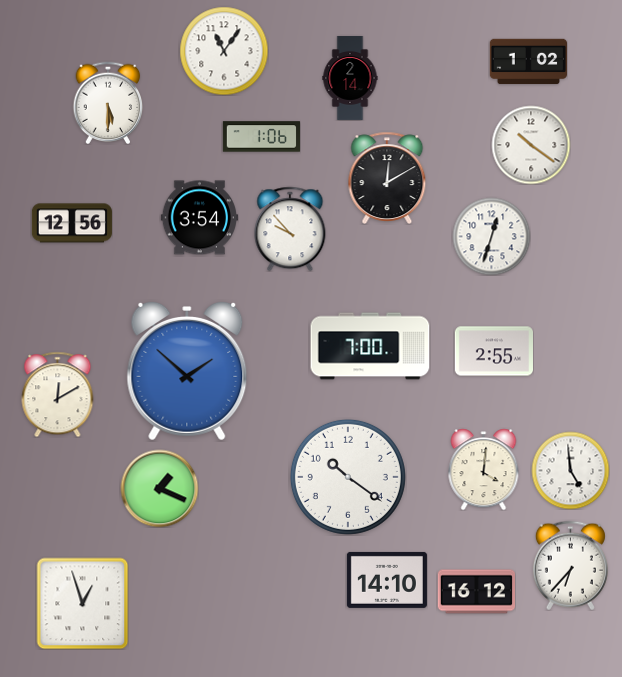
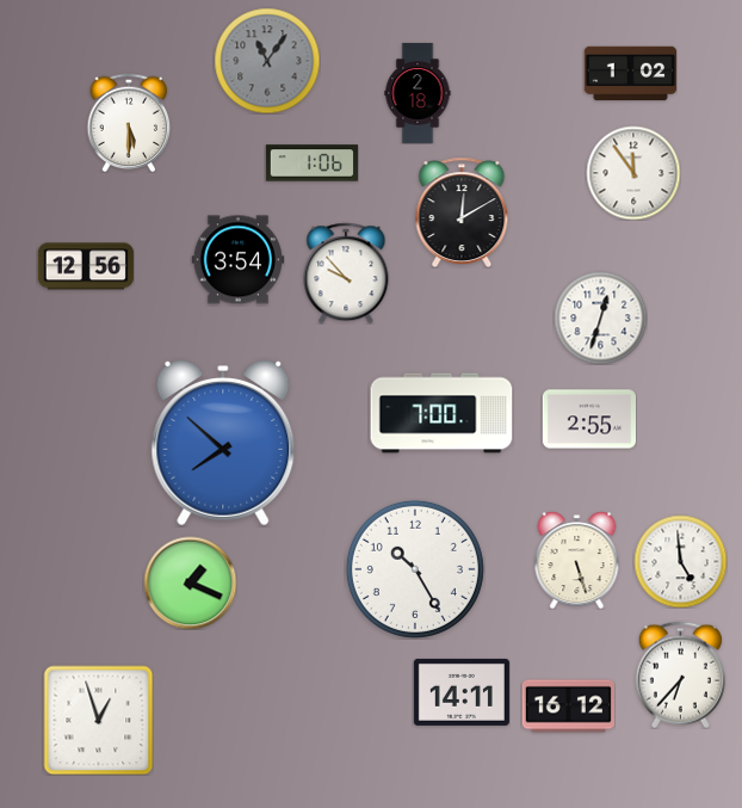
clock at (224, 51) dial: white -> grey
clock at (350, 78): 2:14 -> 2:18
clock at (531, 145): 10:21 -> 11:54
clock at (491, 236) position: (491, 236) -> (600, 317)
clock at (187, 371): 1:52 -> 7:52
clock at (58, 394): 12:10 -> none
clock at (484, 469): 4:01 -> 5:27
clock at (348, 477): 10:21 -> 10:25
clock at (387, 580): 14:10 -> 14:11
